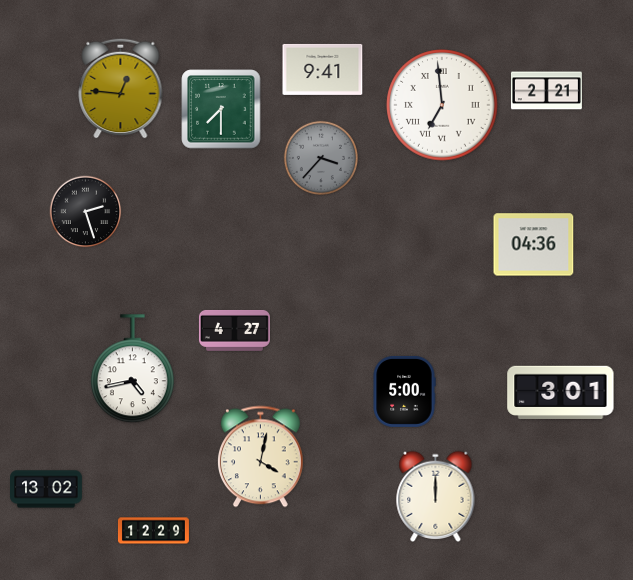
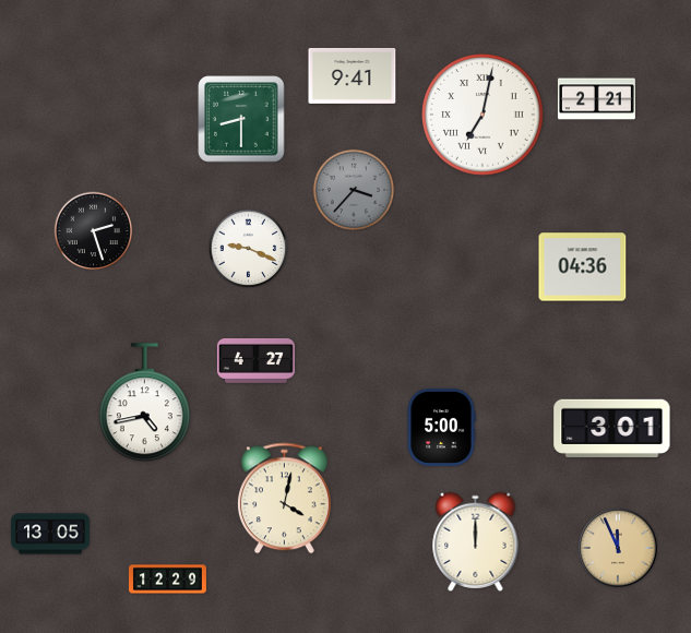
clock at (121, 88): 12:46 -> none
clock at (442, 105): 6:59 -> 7:02
clock at (221, 109): 7:30 -> 8:30
clock at (320, 157) position: (320, 157) -> (353, 189)
clock at (249, 249): none -> 9:19
clock at (46, 489): 13:02 -> 13:05
clock at (618, 548): none -> 11:56
